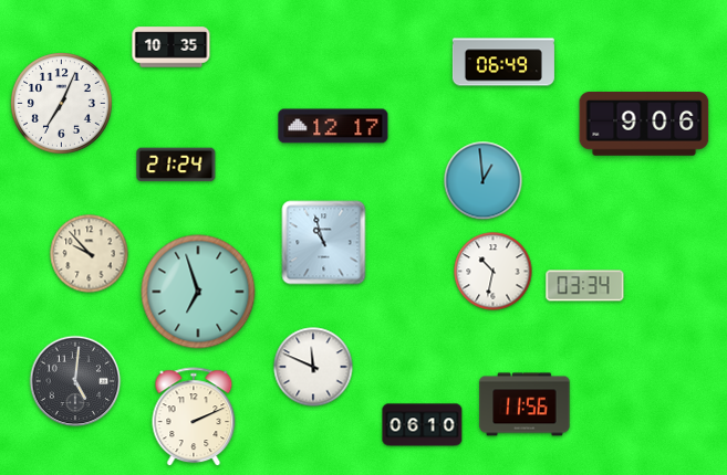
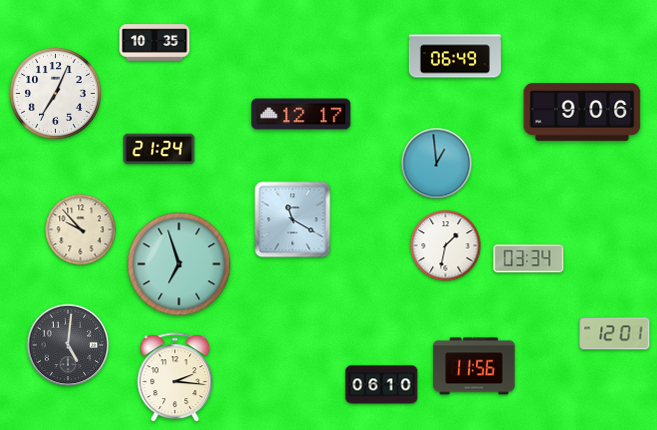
clock at (324, 243): 10:57 -> 11:20
clock at (494, 272): 10:32 -> 1:32
clock at (313, 367): 11:49 -> none
clock at (615, 334): none -> 12:01
clock at (194, 418): 2:11 -> 2:16
